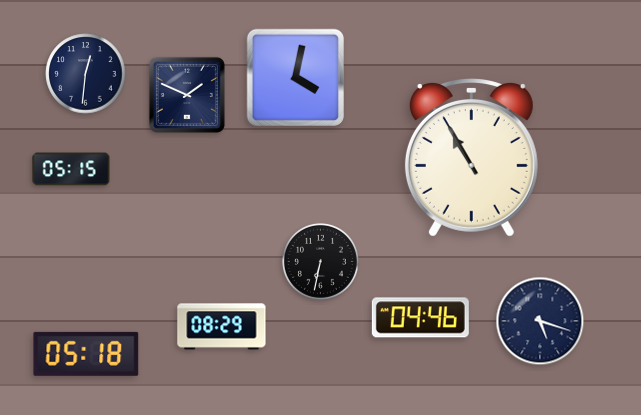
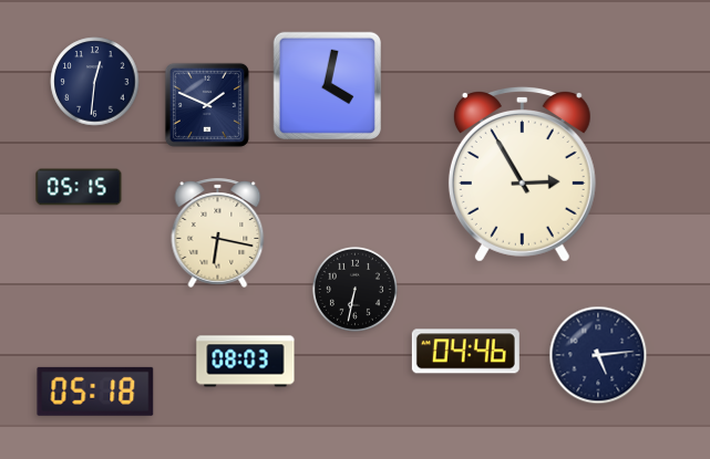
clock at (471, 158): 10:55 -> 2:55
clock at (218, 232): none -> 6:17
clock at (540, 321): 5:18 -> 5:14
clock at (222, 327): 08:29 -> 08:03
